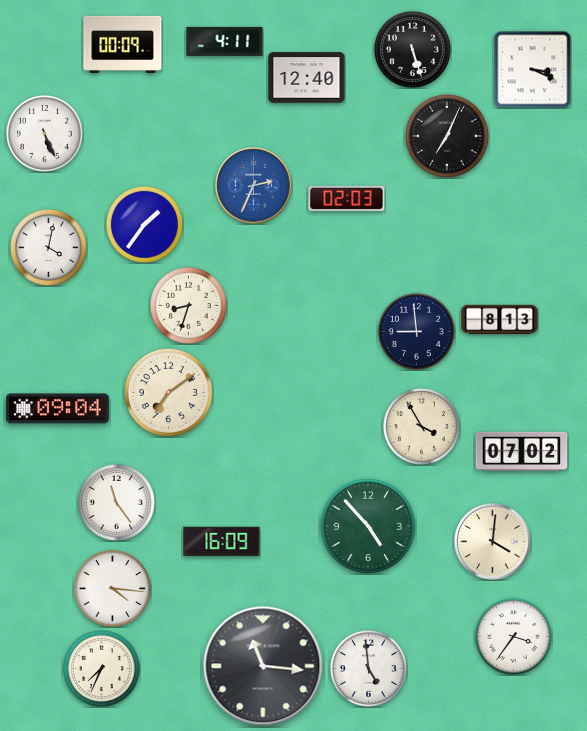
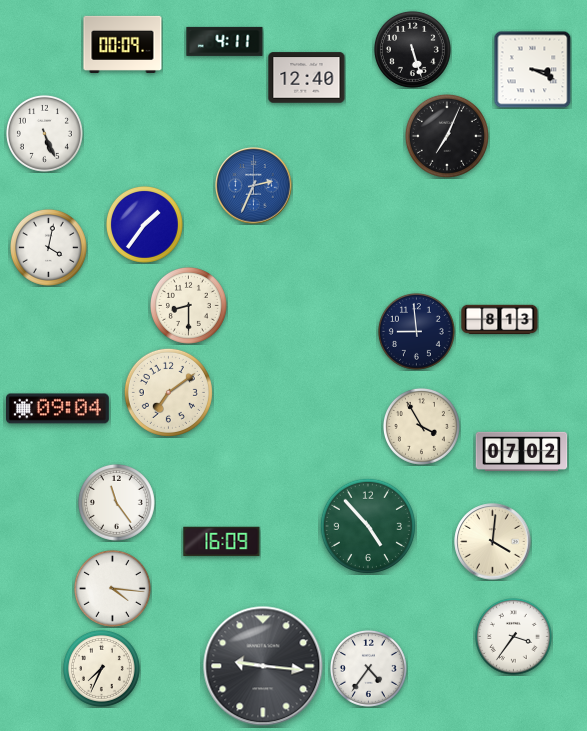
clock at (347, 198): 02:03 -> none
clock at (188, 305): 8:33 -> 8:30
clock at (263, 666): 11:16 -> 9:16
clock at (368, 668): 4:59 -> 4:36
